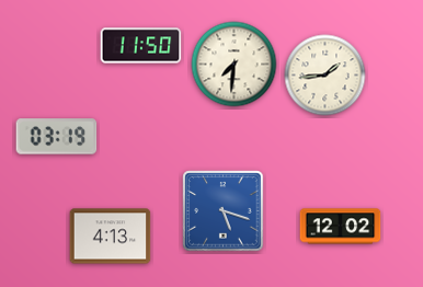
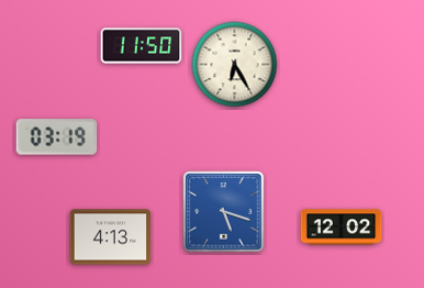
clock at (235, 65): 7:31 -> 6:25
clock at (325, 76): 1:44 -> none
